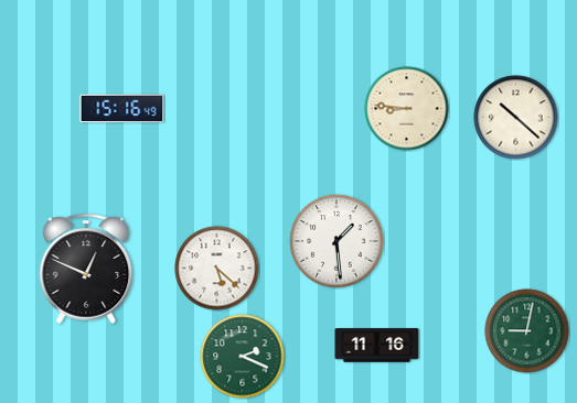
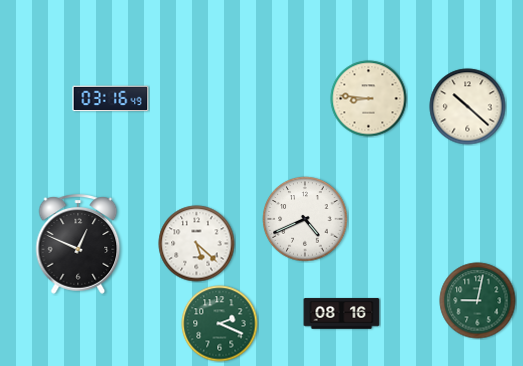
clock at (122, 109): 15:16 -> 03:16
clock at (336, 241): 1:29 -> 4:41
clock at (377, 346): 11:16 -> 08:16
